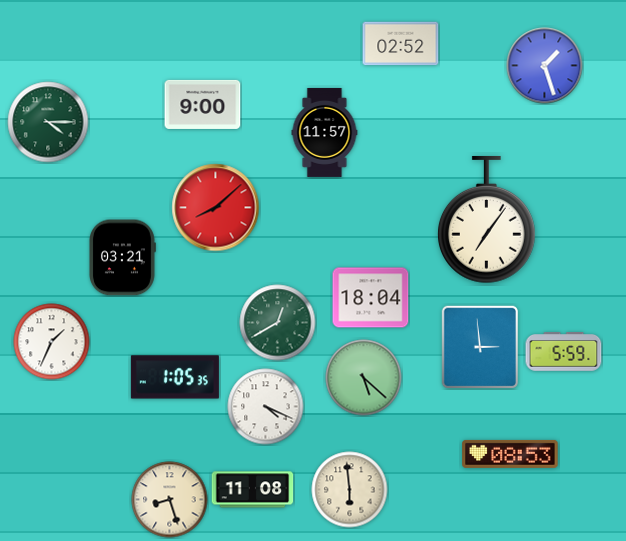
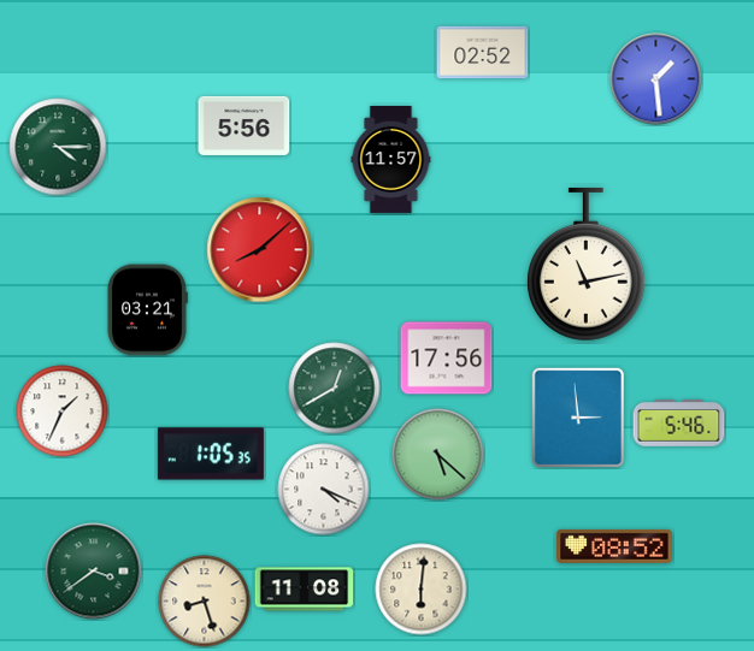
clock at (545, 66): 1:27 -> 1:29
clock at (203, 104): 9:00 -> 5:56
clock at (487, 220): 7:06 -> 11:13
clock at (371, 298): 18:04 -> 17:56
clock at (564, 352): 5:59 -> 5:46
clock at (266, 407) position: (266, 407) -> (324, 490)
clock at (510, 454): 08:53 -> 08:52
clock at (94, 572): none -> 3:39
clock at (350, 490): 5:59 -> 6:01
